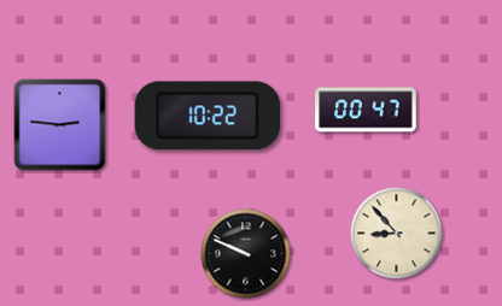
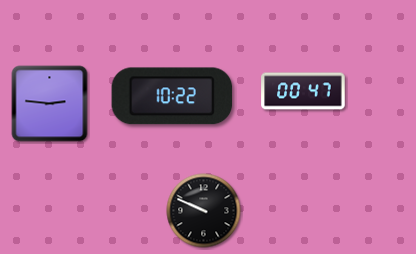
clock at (397, 234): 8:53 -> none
